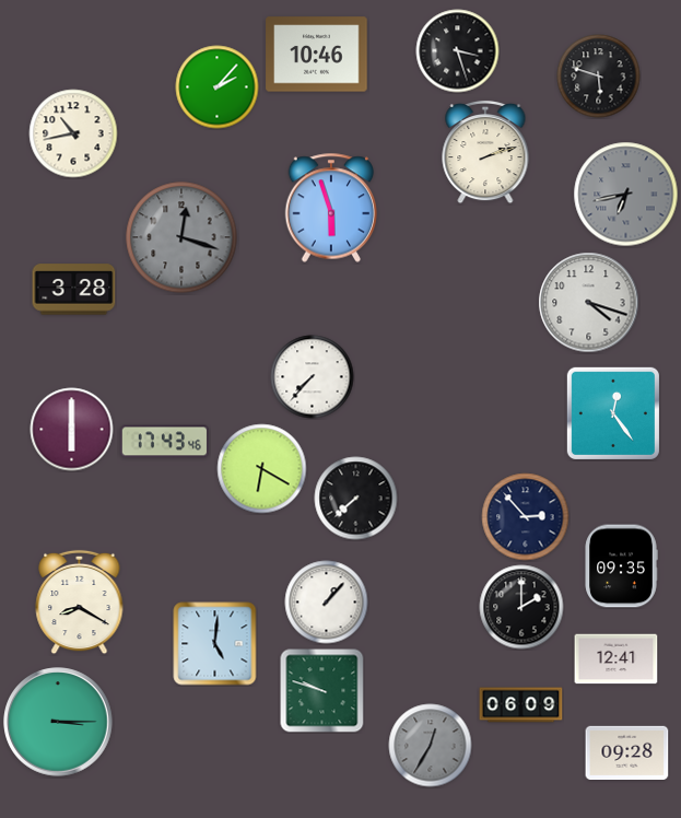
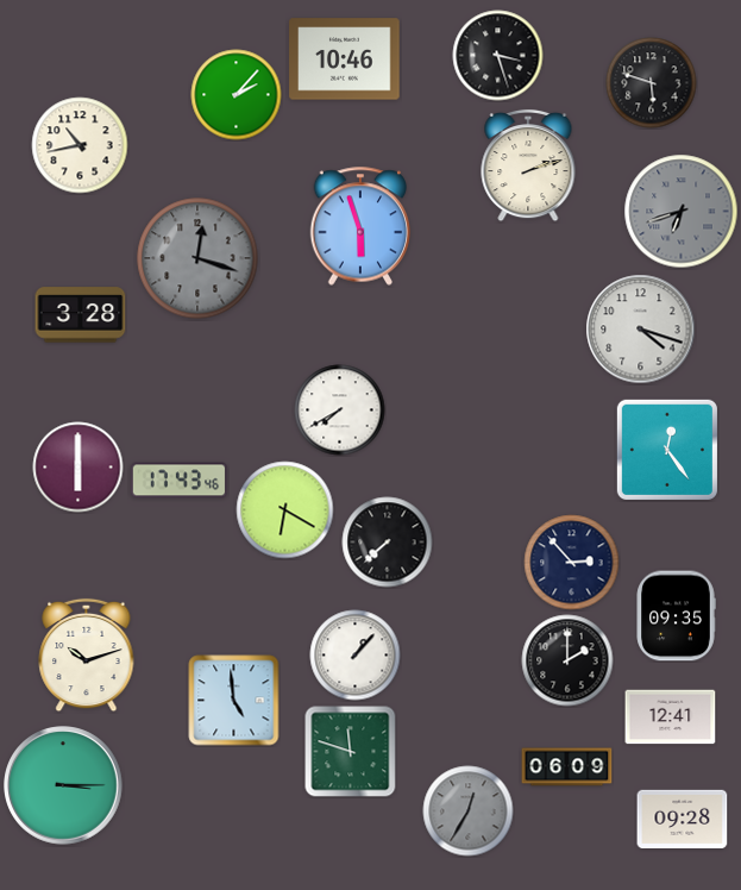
clock at (626, 195): 6:43 -> 6:42
clock at (313, 377): 7:37 -> 7:40
clock at (80, 603): 8:20 -> 10:12
clock at (215, 644): 5:01 -> 4:59
clock at (322, 691): 9:48 -> 11:48
